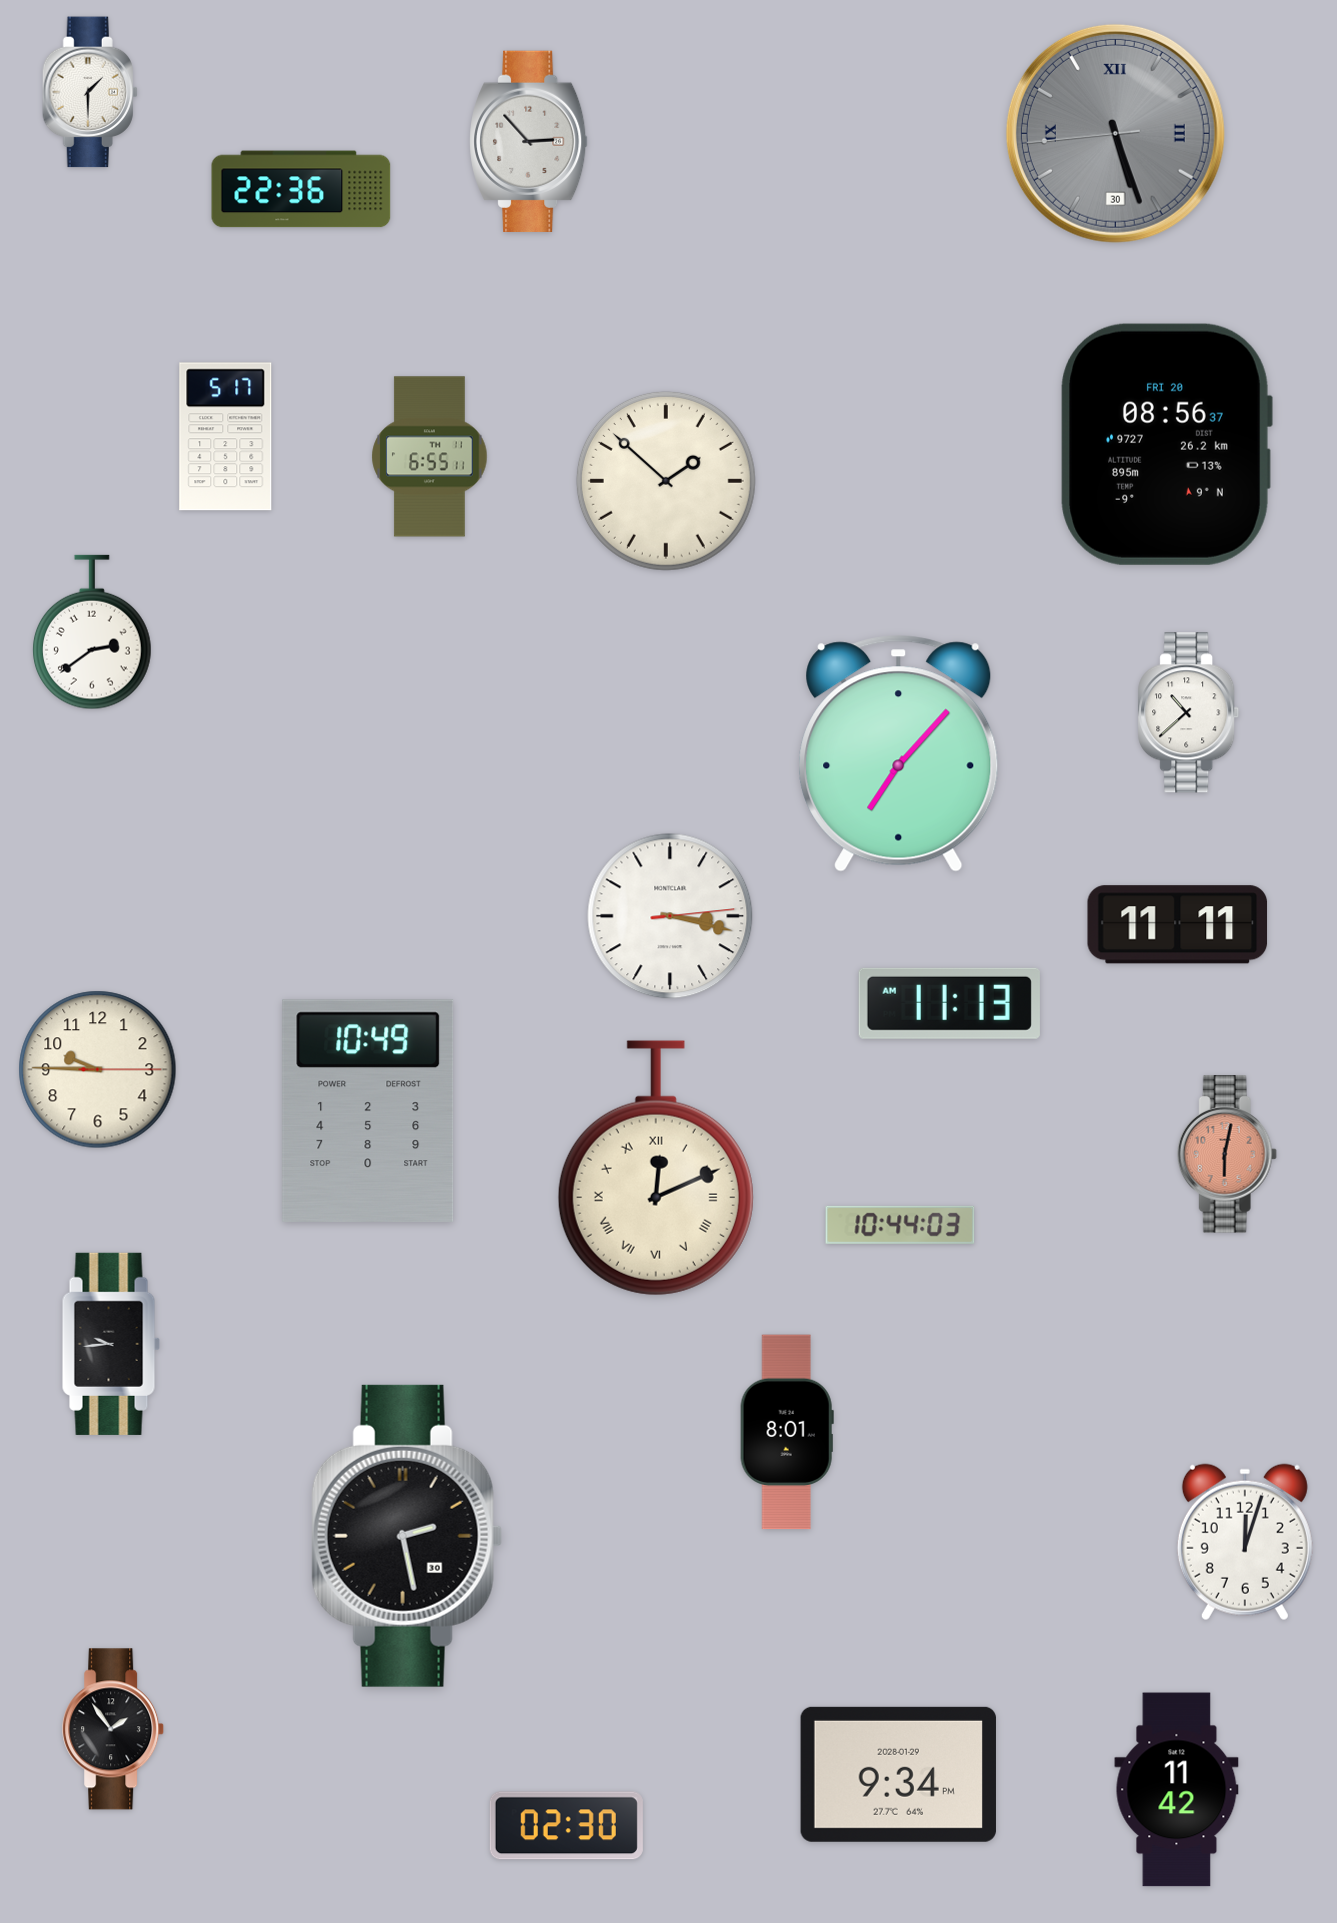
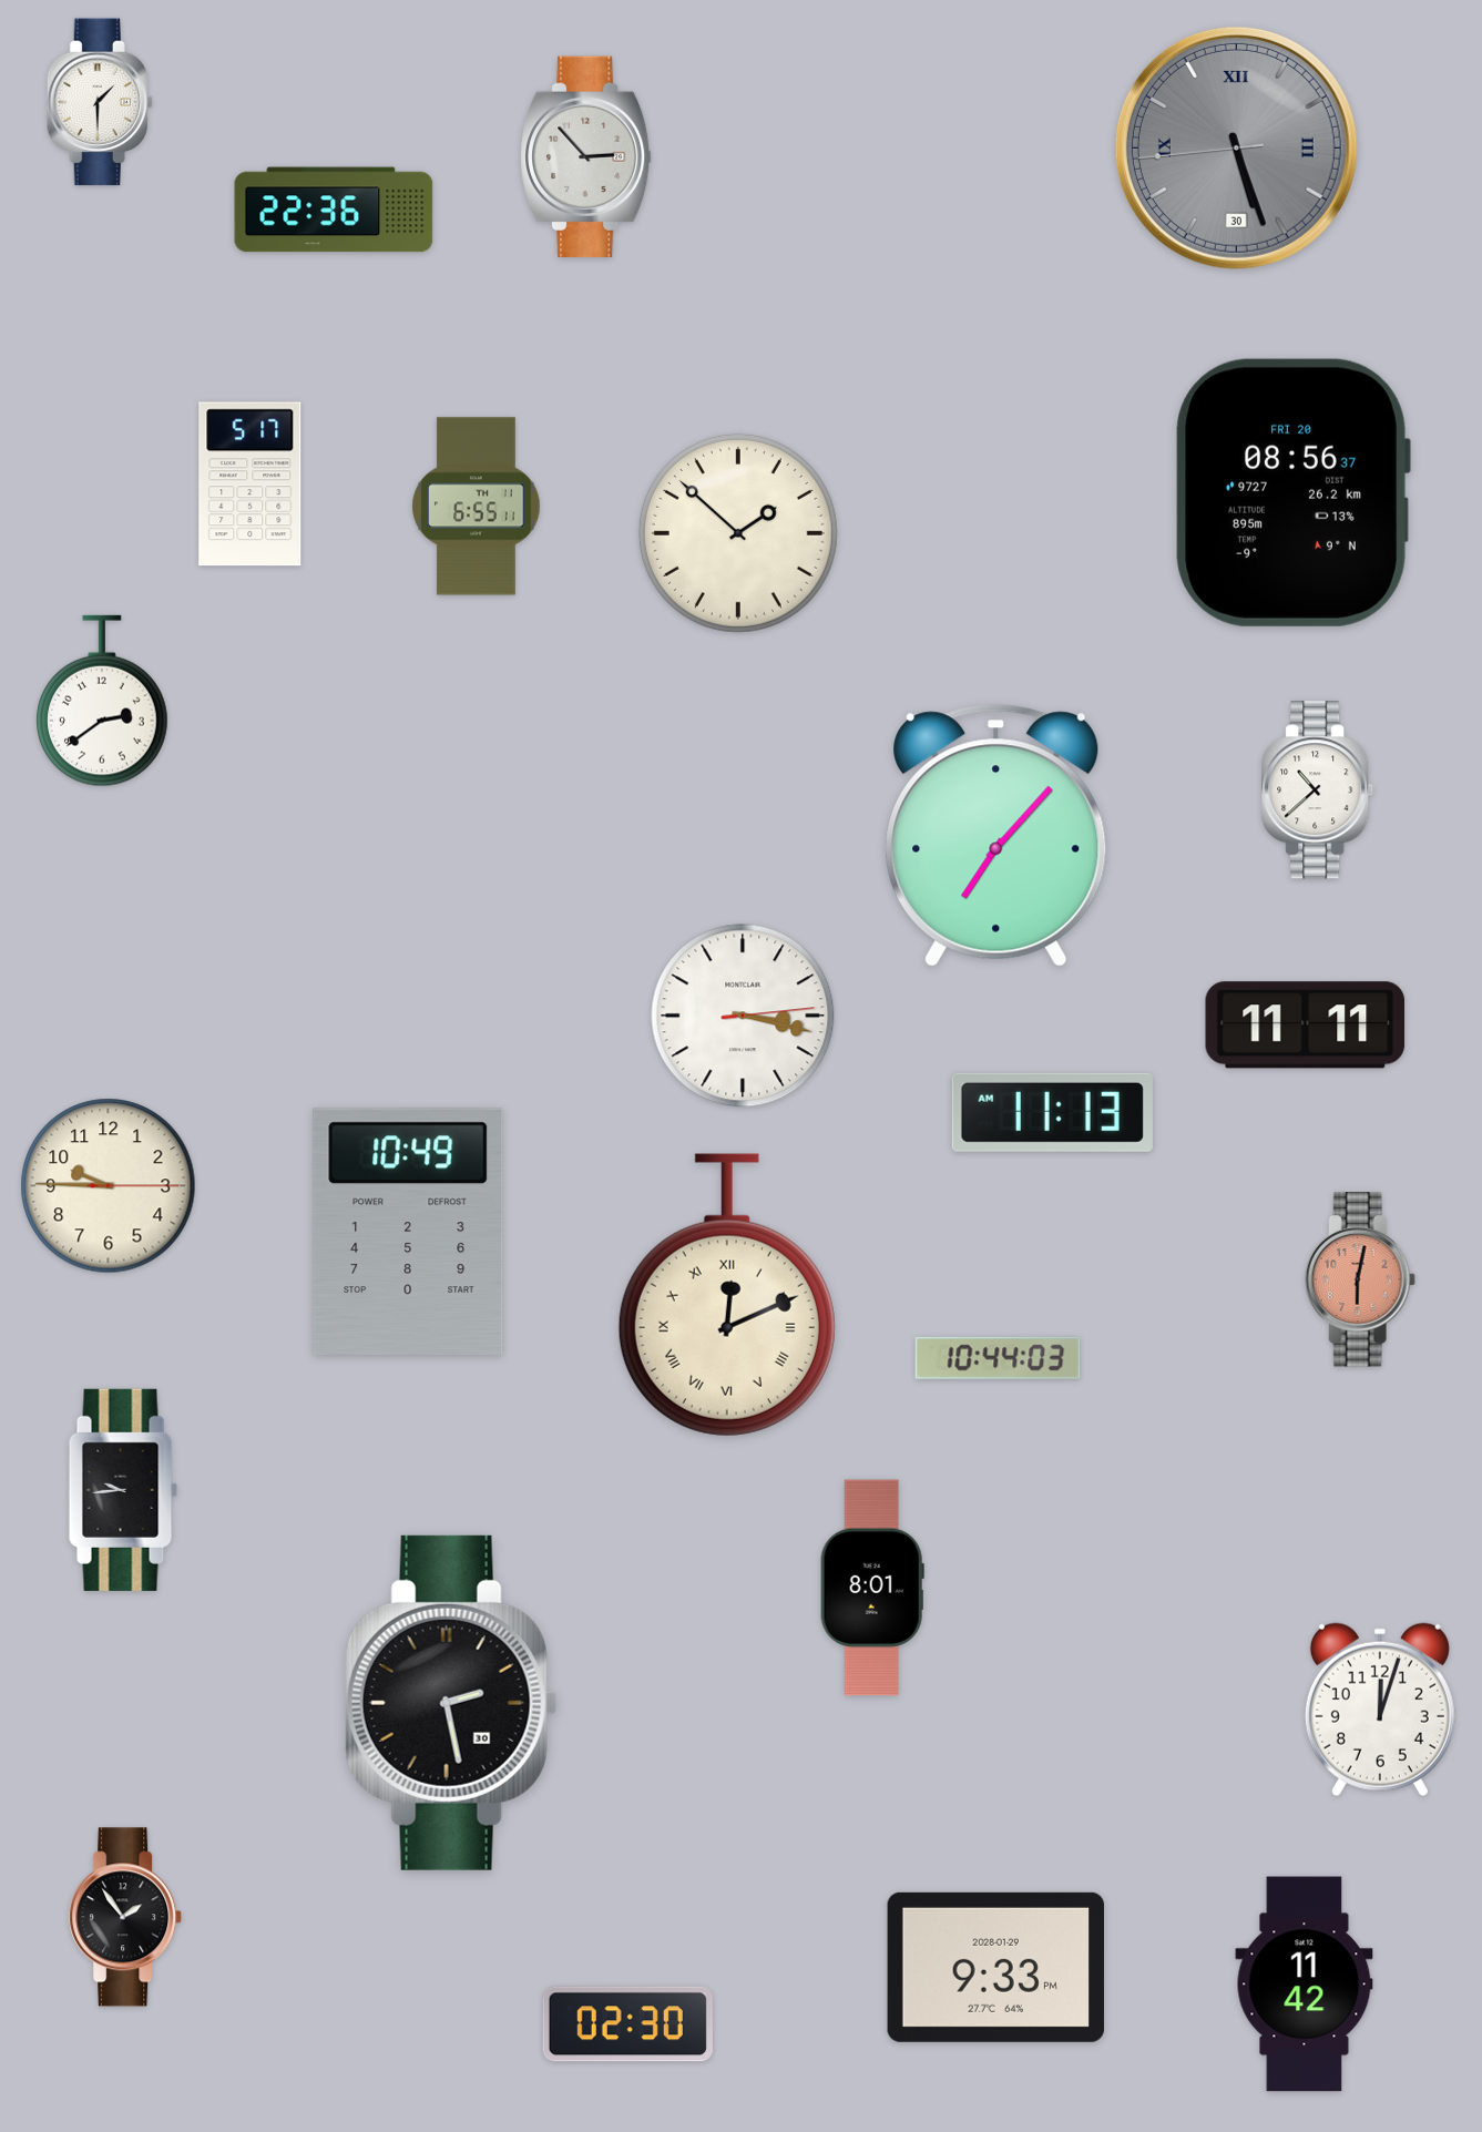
clock at (898, 1774): 9:34 -> 9:33
